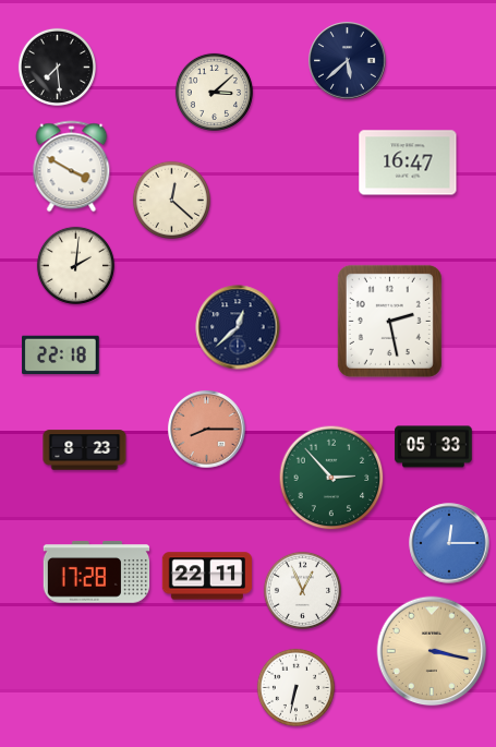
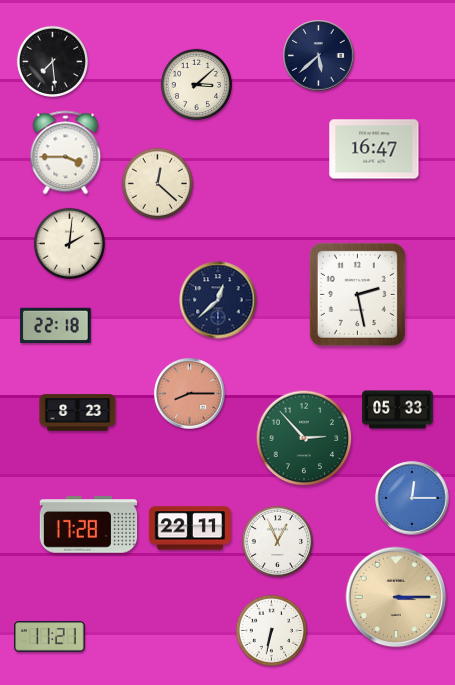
clock at (72, 167): 3:50 -> 3:45
clock at (432, 651): 3:17 -> 3:15
clock at (50, 637): none -> 11:21
